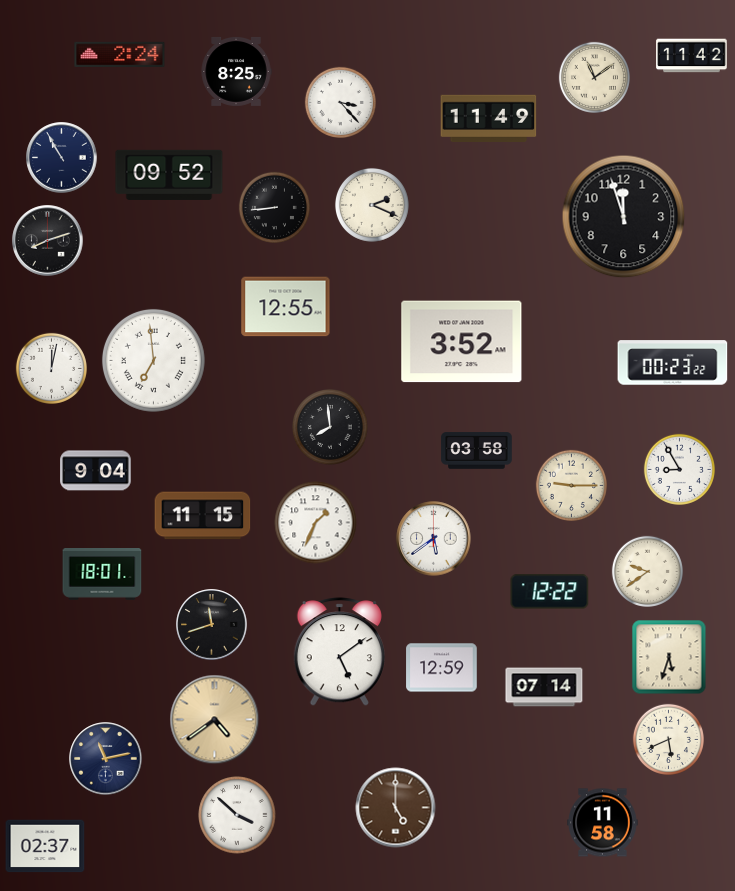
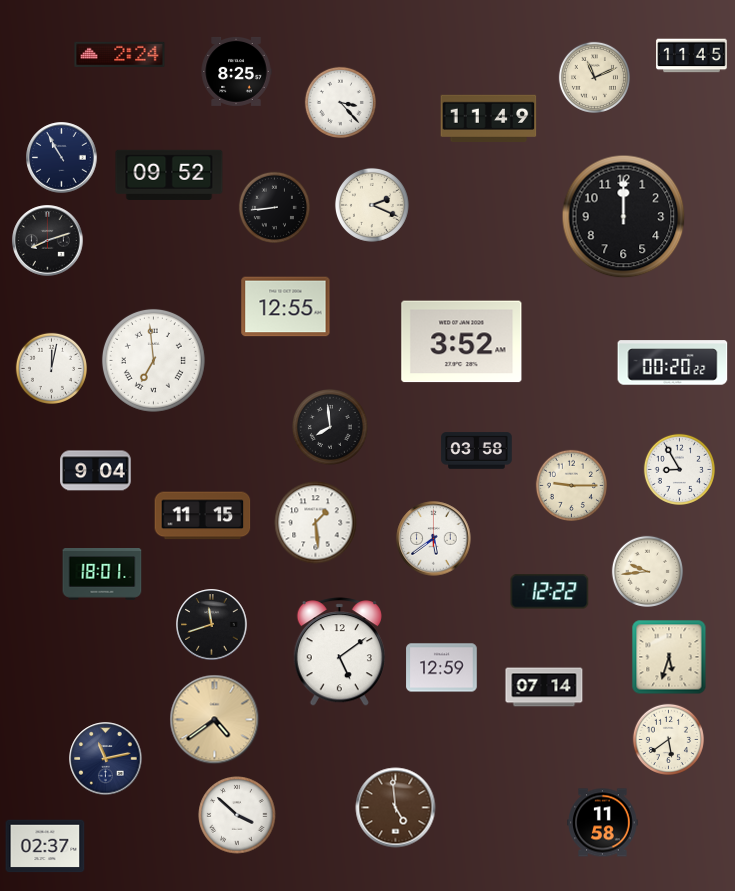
clock at (692, 56): 11:42 -> 11:45
clock at (594, 77): 11:09 -> 11:11
clock at (624, 217): 11:57 -> 12:00
clock at (673, 363): 00:23 -> 00:20
clock at (316, 523): 1:34 -> 1:29
clock at (647, 571): 9:39 -> 9:44
clock at (668, 739): 5:41 -> 5:39
clock at (396, 808): 5:00 -> 4:59
